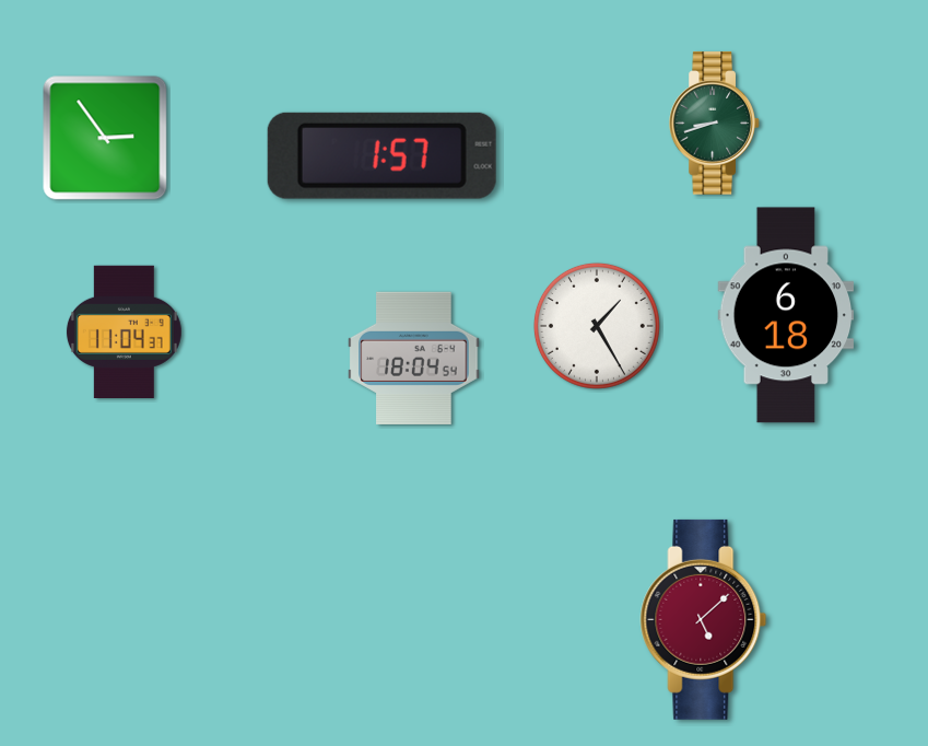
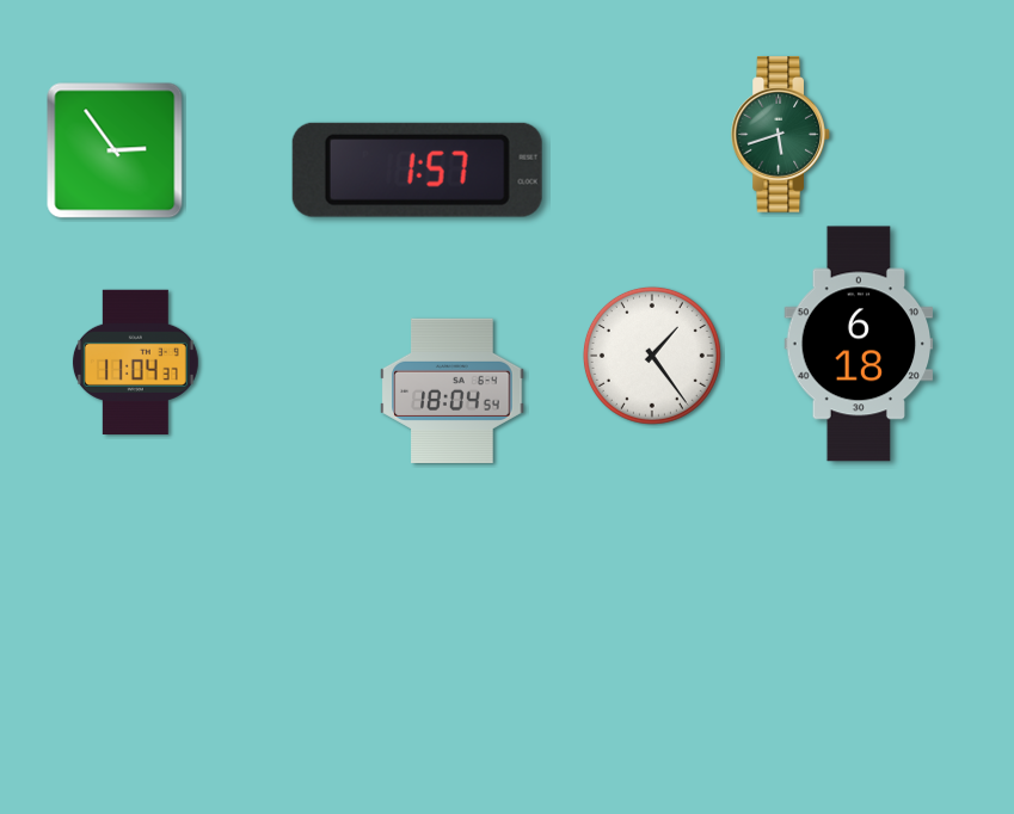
clock at (715, 124): 8:42 -> 5:42
clock at (597, 326): 1:25 -> 1:24
clock at (704, 619): 5:08 -> none
